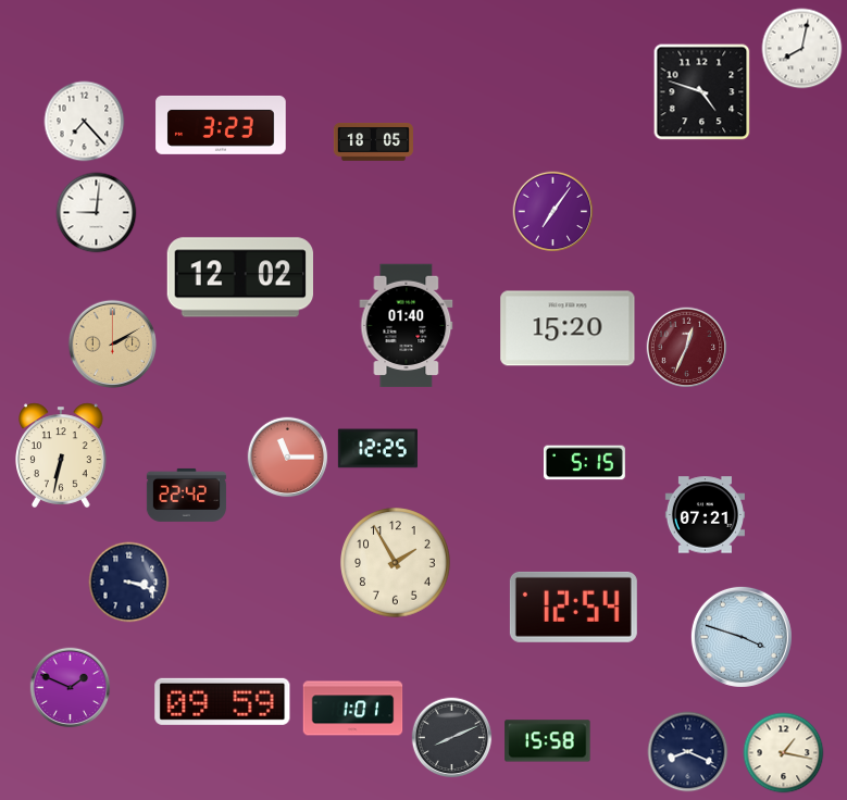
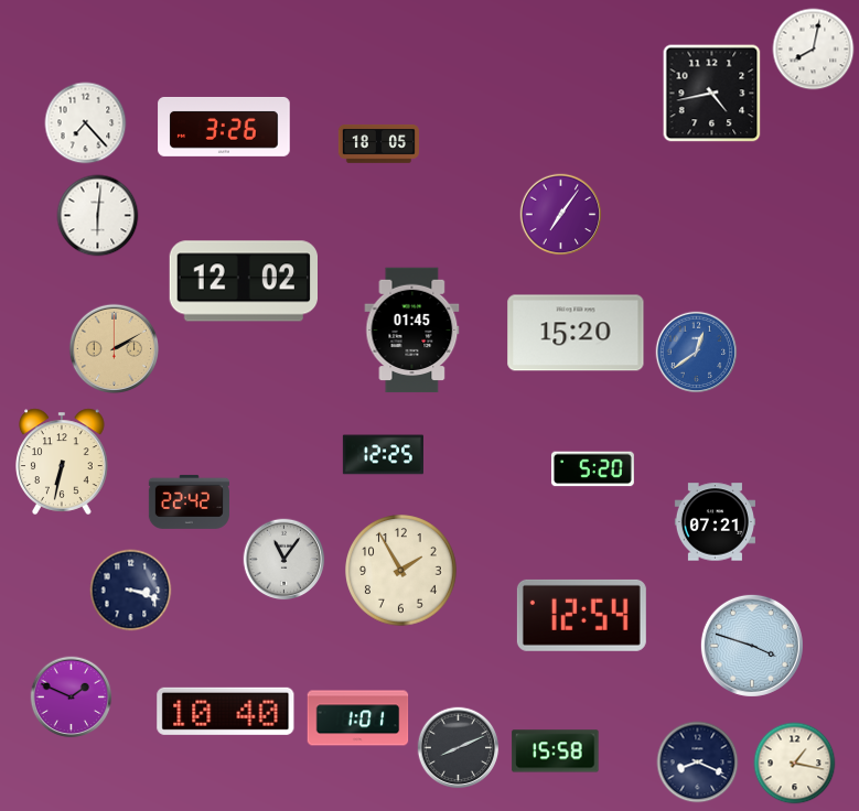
clock at (702, 92): 4:48 -> 4:43
clock at (221, 125): 3:23 -> 3:26
clock at (97, 213): 9:01 -> 6:01
clock at (407, 326): 01:40 -> 01:45
clock at (687, 348): 12:34 -> 12:39
clock at (687, 348) dial: burgundy -> blue
clock at (288, 458): 11:15 -> none
clock at (584, 463): 5:15 -> 5:20
clock at (284, 560): none -> 11:06
clock at (223, 701): 09:59 -> 10:40
